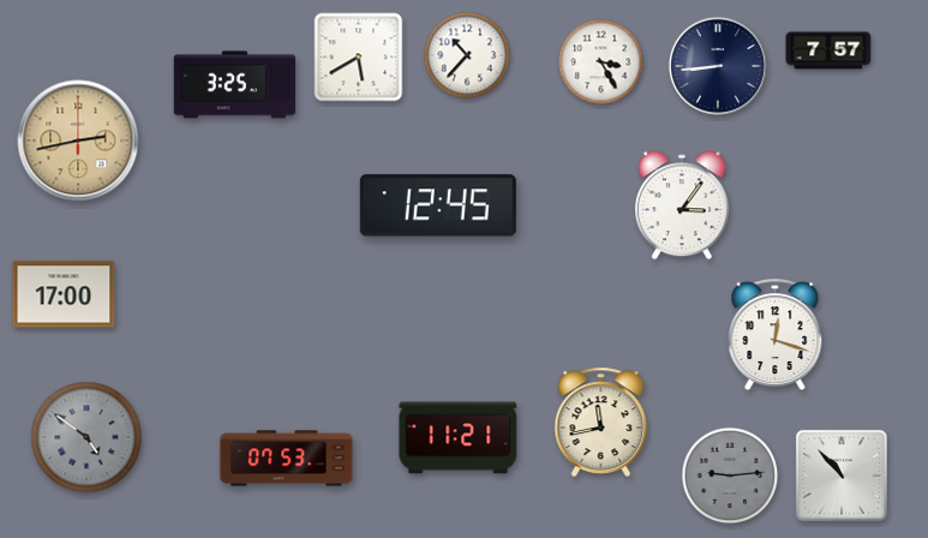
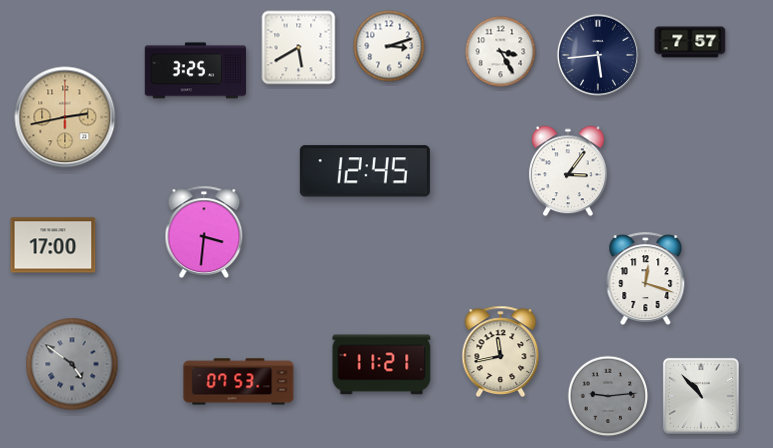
clock at (467, 55): 10:37 -> 3:12
clock at (718, 66): 8:44 -> 5:44
clock at (204, 231): none -> 3:31
